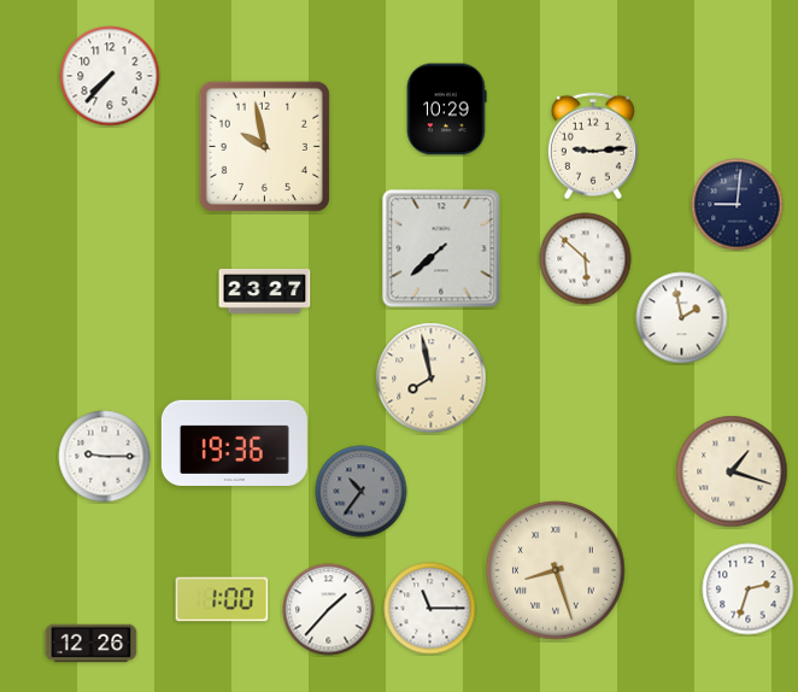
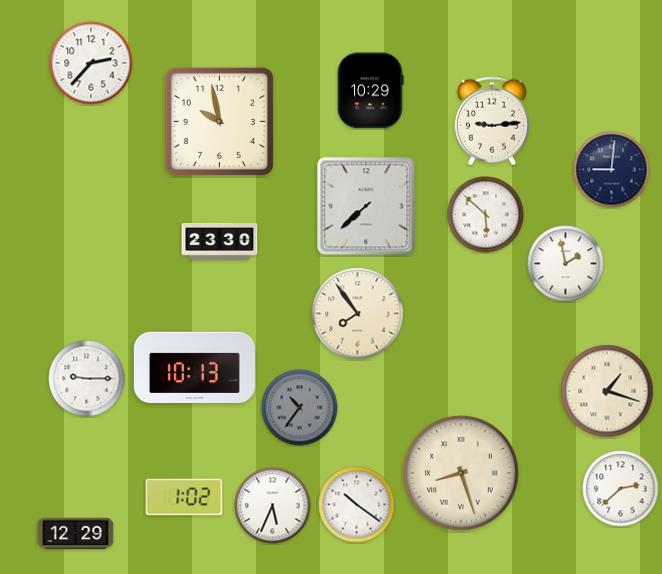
clock at (110, 76): 7:37 -> 2:37
clock at (265, 292): 23:27 -> 23:30
clock at (432, 379): 7:58 -> 7:54
clock at (234, 442): 19:36 -> 10:13
clock at (749, 590): 2:33 -> 2:38
clock at (222, 599): 1:00 -> 1:02
clock at (430, 609): 11:15 -> 10:21
clock at (329, 610): 1:37 -> 5:34
clock at (92, 644): 12:26 -> 12:29
